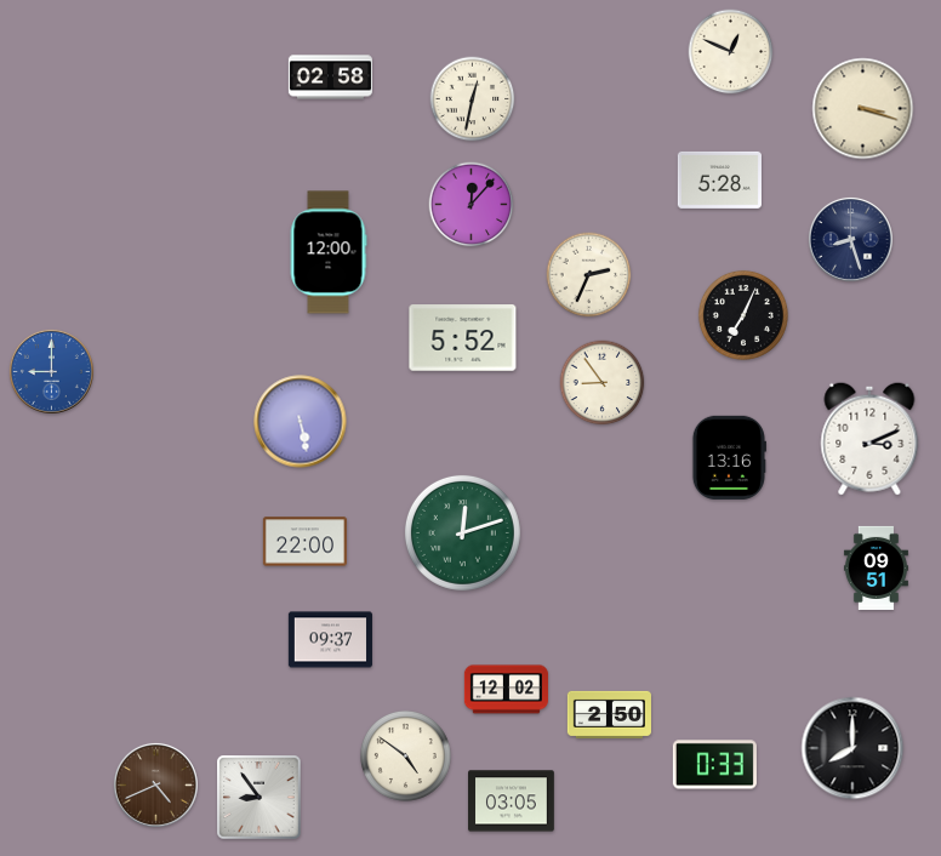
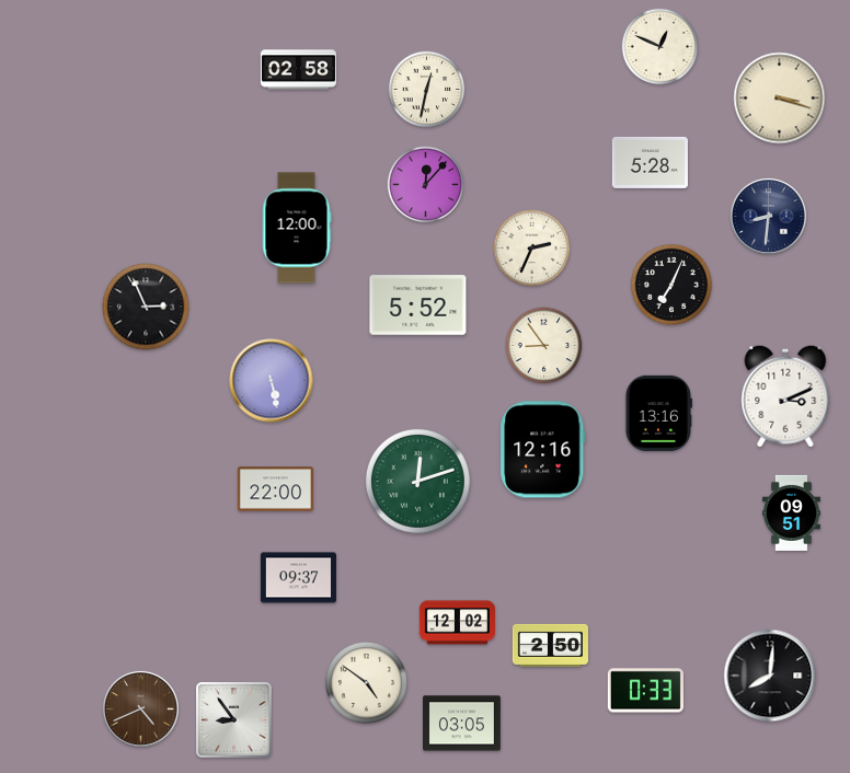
clock at (850, 239): 8:27 -> 8:31
clock at (146, 307): none -> 2:56
clock at (51, 371): 9:00 -> none
clock at (543, 450): none -> 12:16
clock at (852, 748): 8:00 -> 8:01
